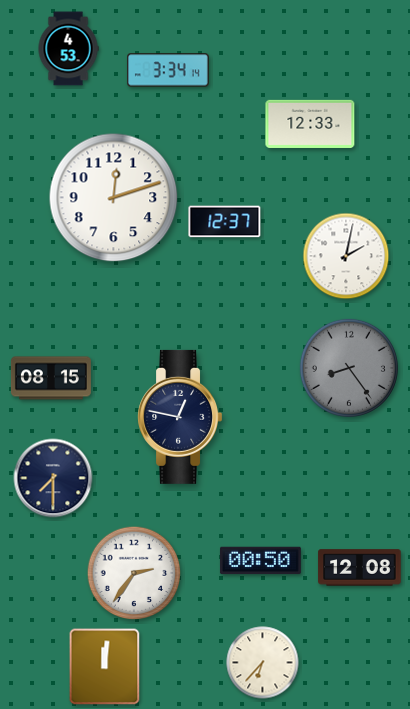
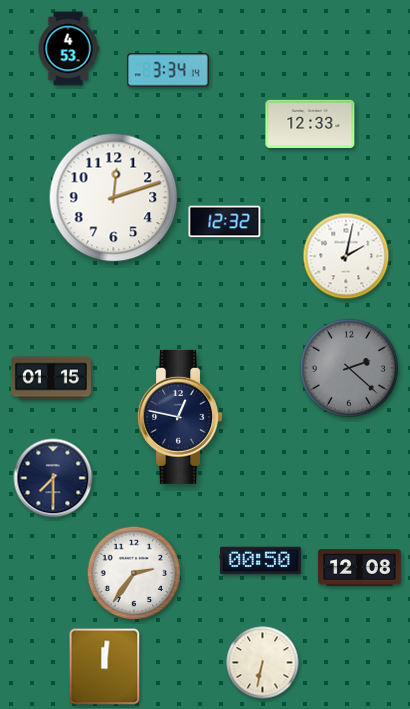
clock at (225, 222): 12:37 -> 12:32
clock at (349, 368): 8:24 -> 2:22
clock at (51, 378): 08:15 -> 01:15
clock at (263, 663): 6:37 -> 6:32
